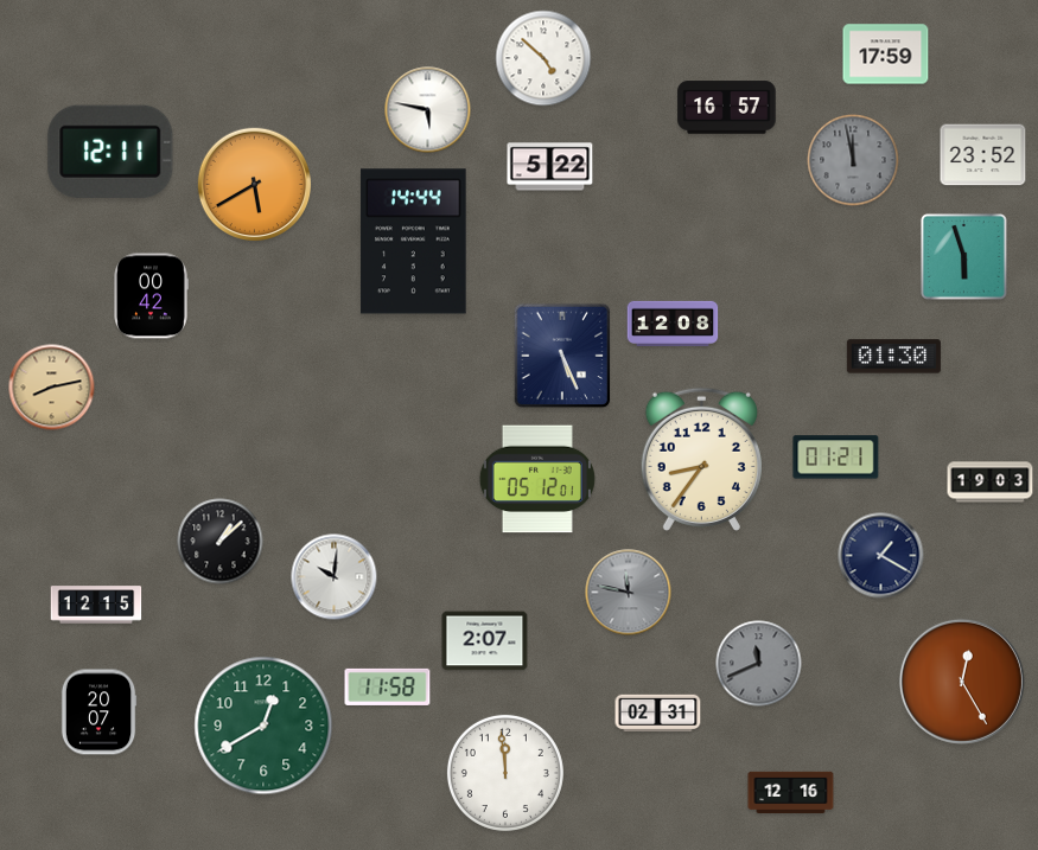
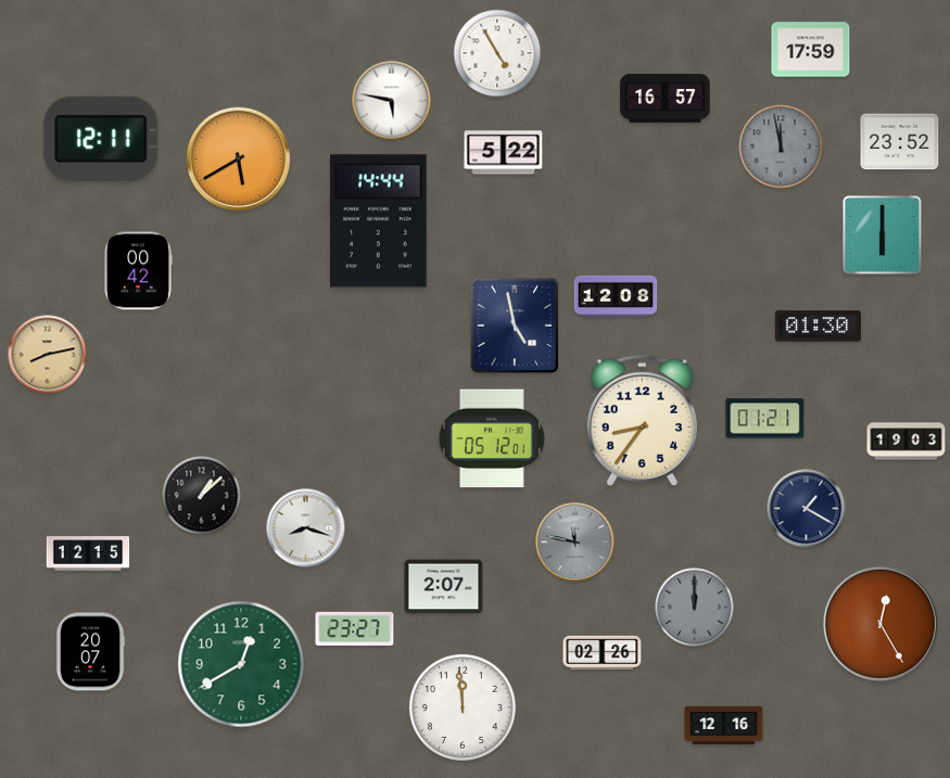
clock at (543, 58): 4:52 -> 4:55
clock at (255, 185) position: (255, 185) -> (239, 160)
clock at (963, 256): 5:57 -> 6:00
clock at (562, 356): 5:26 -> 4:58
clock at (335, 577): 10:01 -> 8:18
clock at (759, 664): 11:41 -> 12:00
clock at (388, 686): 11:58 -> 23:27
clock at (658, 714): 02:31 -> 02:26
